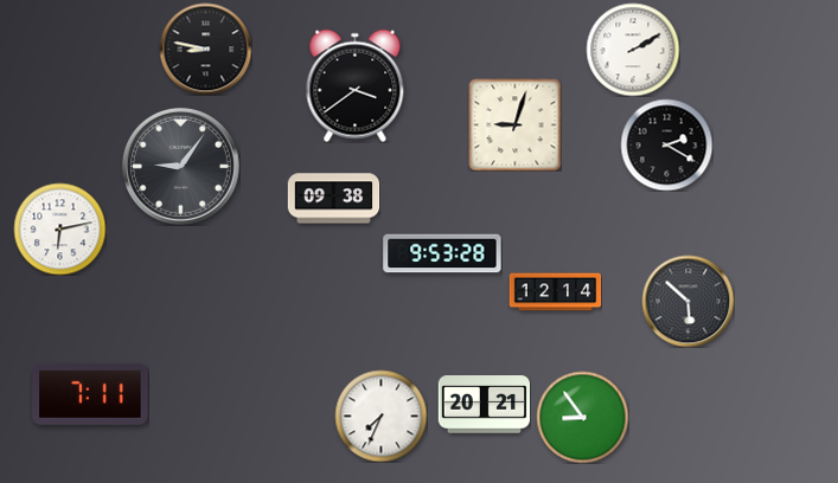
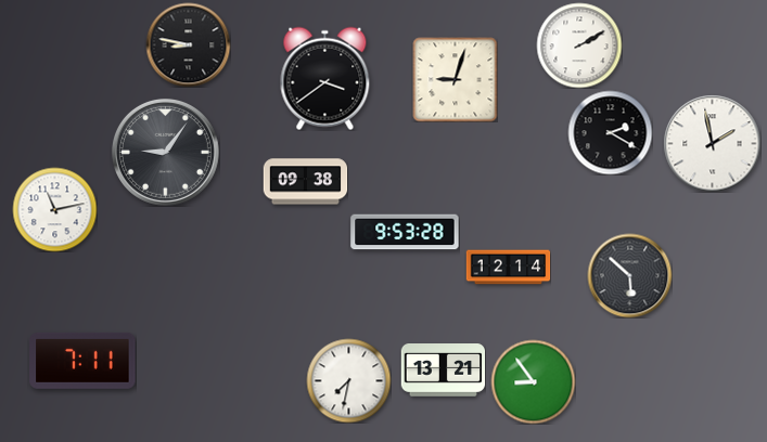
clock at (514, 124) position: (514, 124) -> (455, 79)
clock at (712, 143): none -> 1:58
clock at (59, 228): 6:13 -> 11:13
clock at (484, 405): 20:21 -> 13:21
clock at (380, 416): 7:34 -> 7:32
